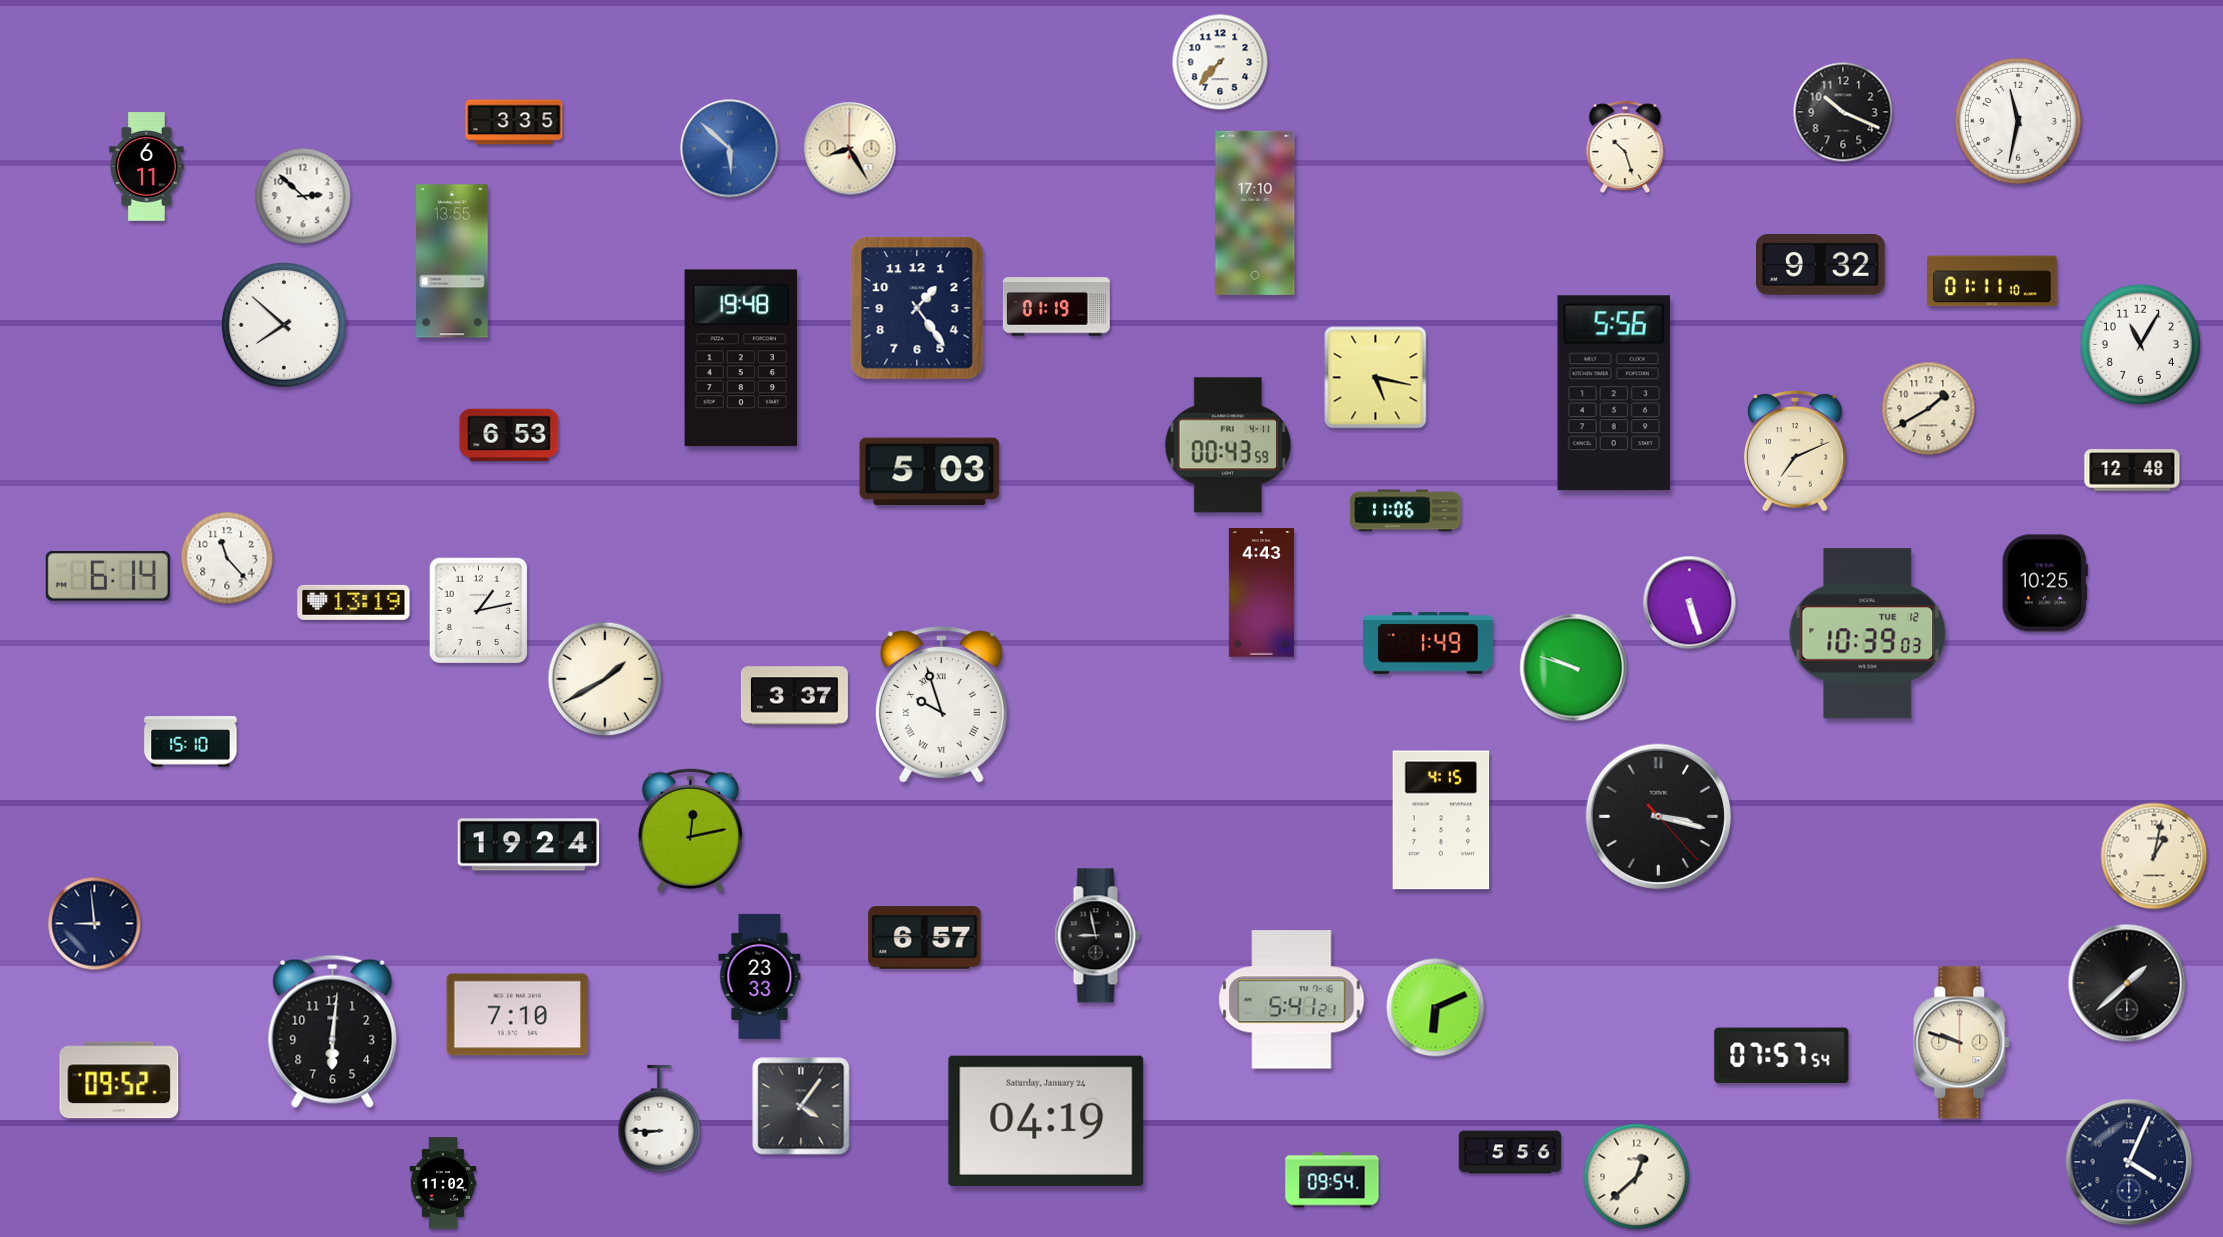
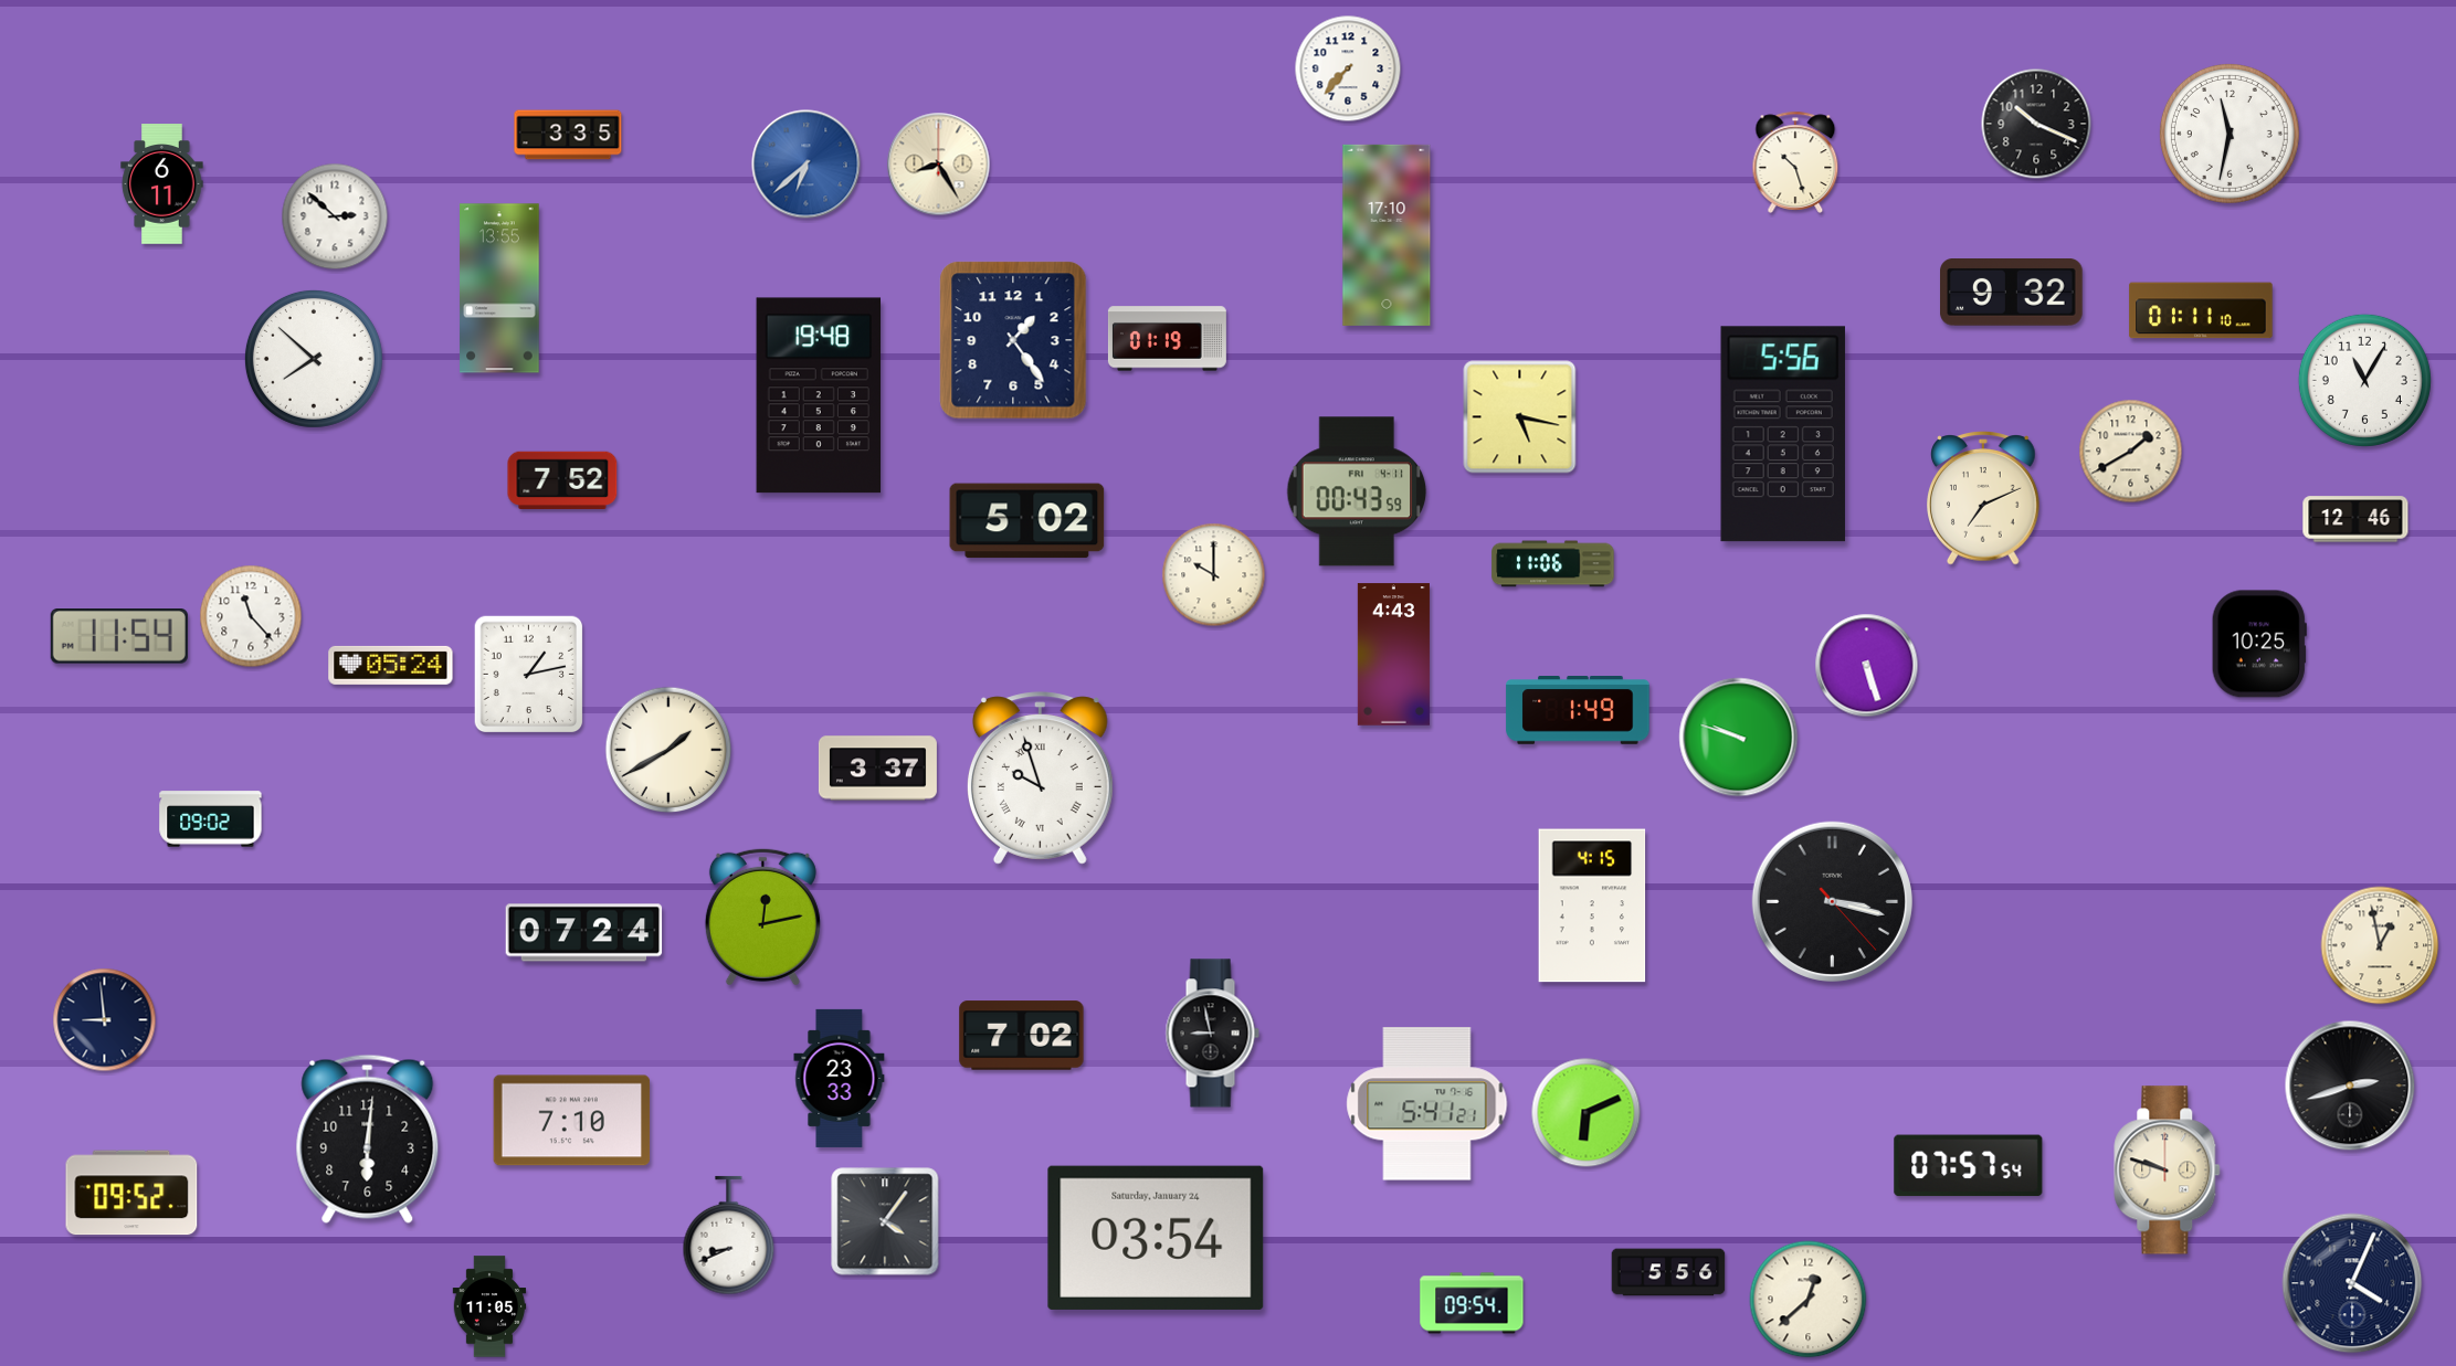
clock at (730, 149): 5:52 -> 6:38
clock at (509, 434): 6:53 -> 7:52
clock at (2132, 470): 12:48 -> 12:46
clock at (930, 472): 5:03 -> 5:02
clock at (1214, 575): none -> 10:00
clock at (108, 577): 6:14 -> 11:54
clock at (354, 602): 13:19 -> 05:24
clock at (1868, 634): 10:39 -> none
clock at (191, 742): 15:10 -> 09:02
clock at (529, 845): 19:24 -> 07:24
clock at (2154, 856): 1:02 -> 12:58
clock at (925, 938): 6:57 -> 7:02
clock at (2127, 983): 1:38 -> 2:42
clock at (1962, 1043) position: (1962, 1043) -> (2168, 1171)
clock at (660, 1119): 8:45 -> 8:41
clock at (1046, 1121): 04:19 -> 03:54
clock at (443, 1183): 11:02 -> 11:05
